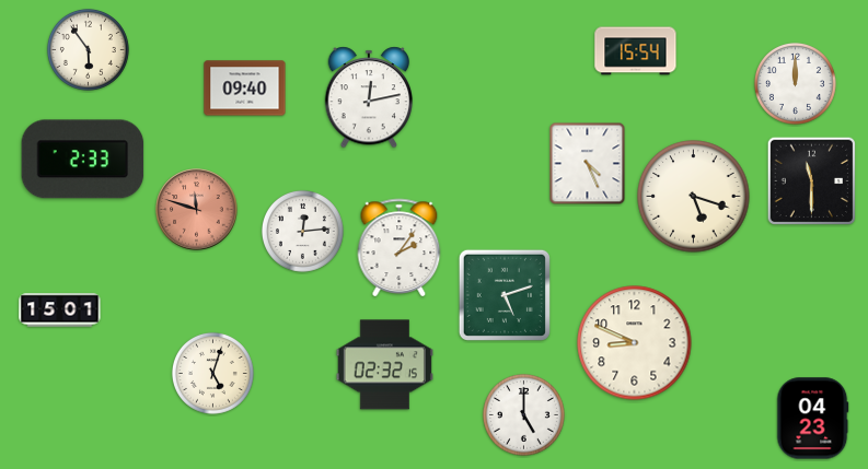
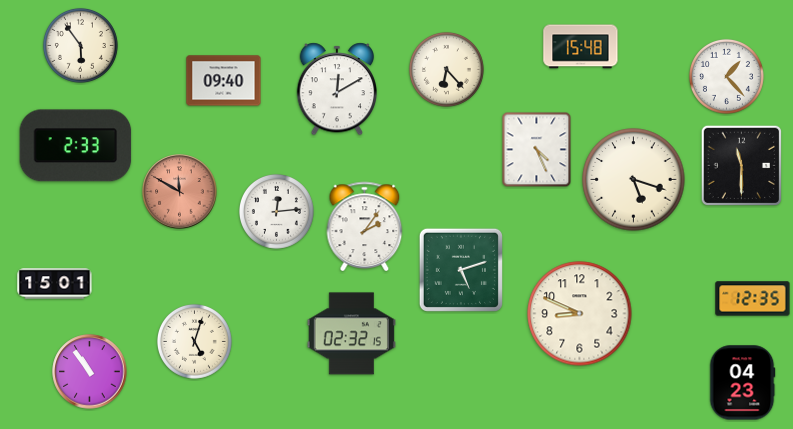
clock at (636, 51): 15:54 -> 15:48
clock at (446, 69): none -> 6:23
clock at (795, 83): 12:00 -> 1:23
clock at (368, 97): 12:13 -> 12:10
clock at (197, 210): 11:48 -> 11:50
clock at (753, 299): none -> 12:35
clock at (90, 372): none -> 10:54
clock at (523, 414): 5:00 -> none
